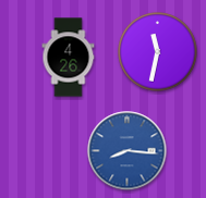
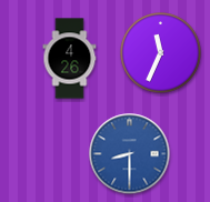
clock at (158, 52): 11:32 -> 11:34
clock at (128, 151): 8:16 -> 8:30
